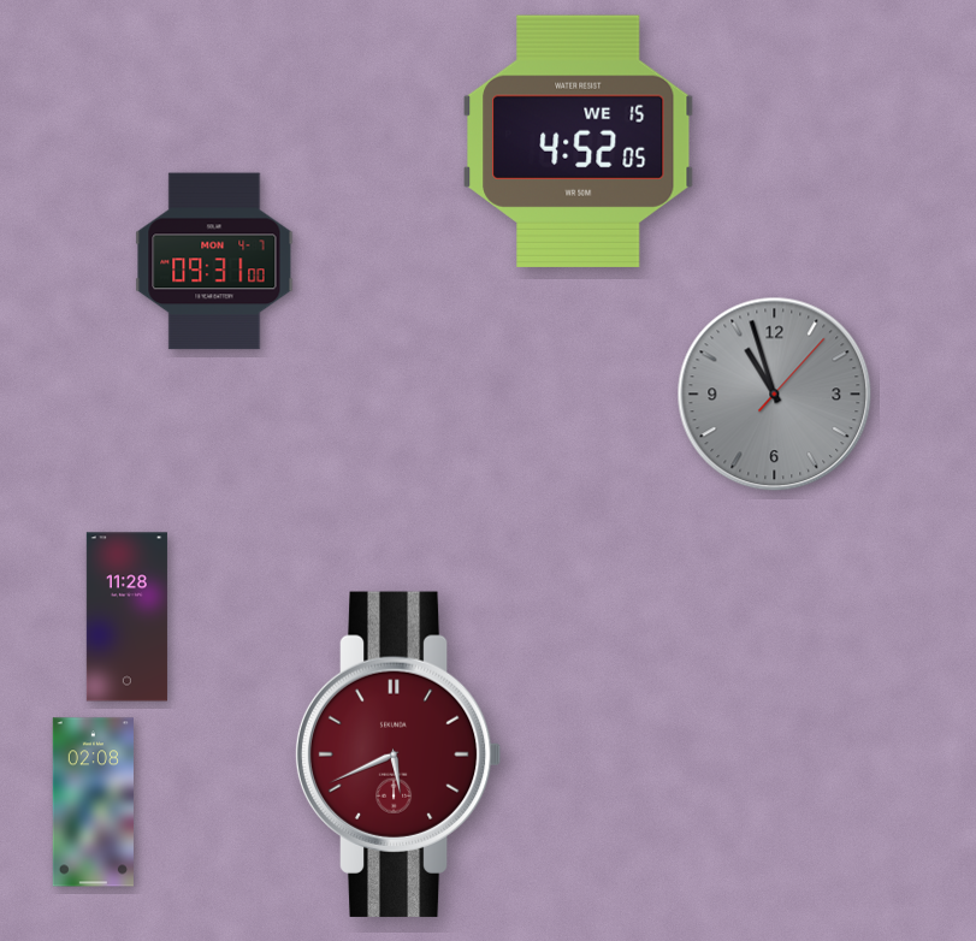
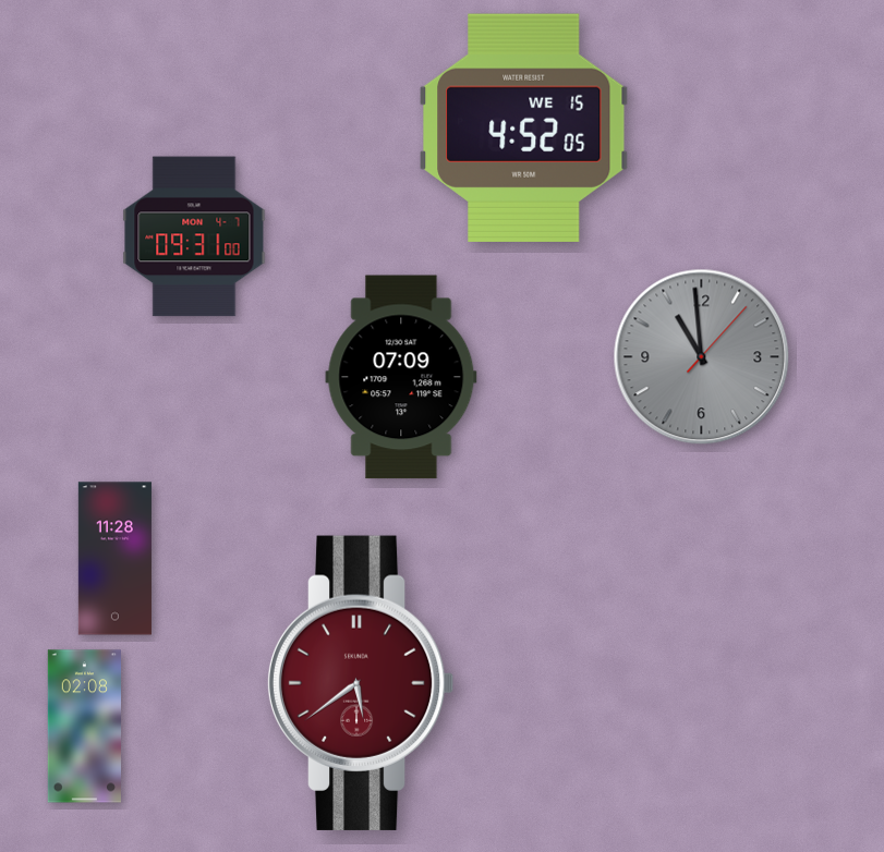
clock at (775, 395): 10:57 -> 10:59
clock at (401, 377): none -> 07:09
clock at (398, 754): 5:41 -> 5:39
